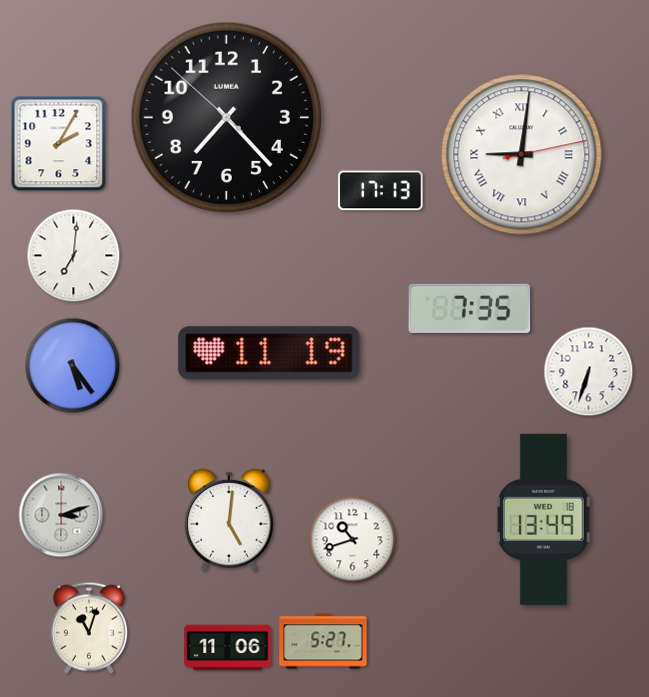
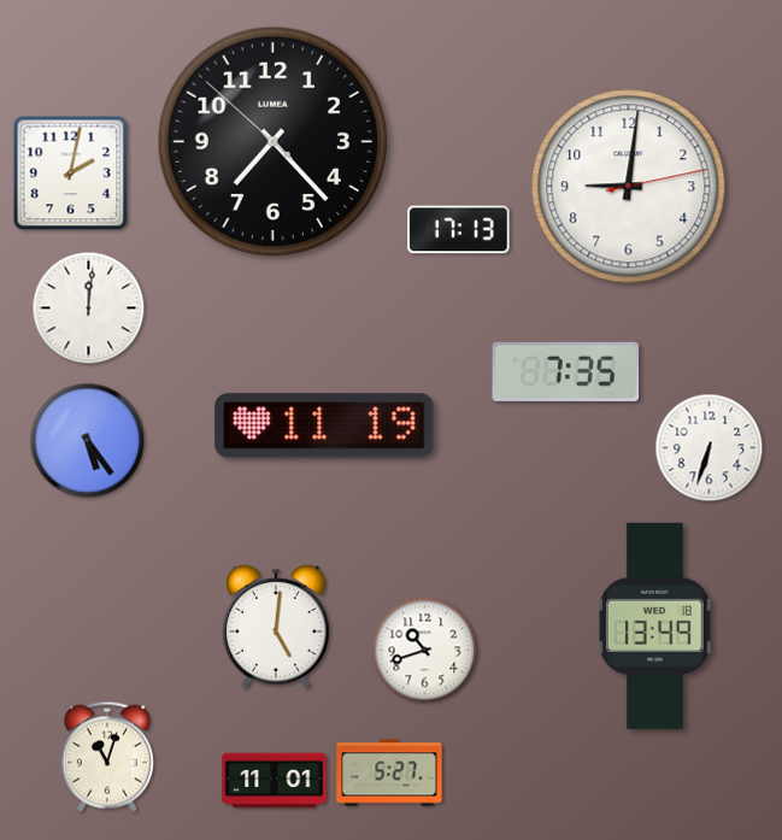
clock at (59, 144): 2:05 -> 2:02
clock at (522, 155) numerals: Roman -> Arabic
clock at (74, 256): 7:01 -> 12:01
clock at (61, 515): 3:12 -> none
clock at (228, 648): 11:06 -> 11:01
